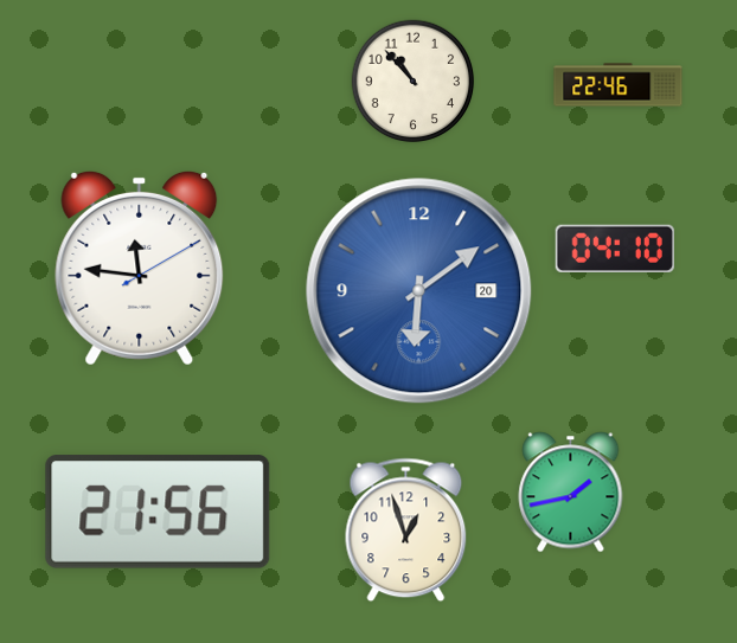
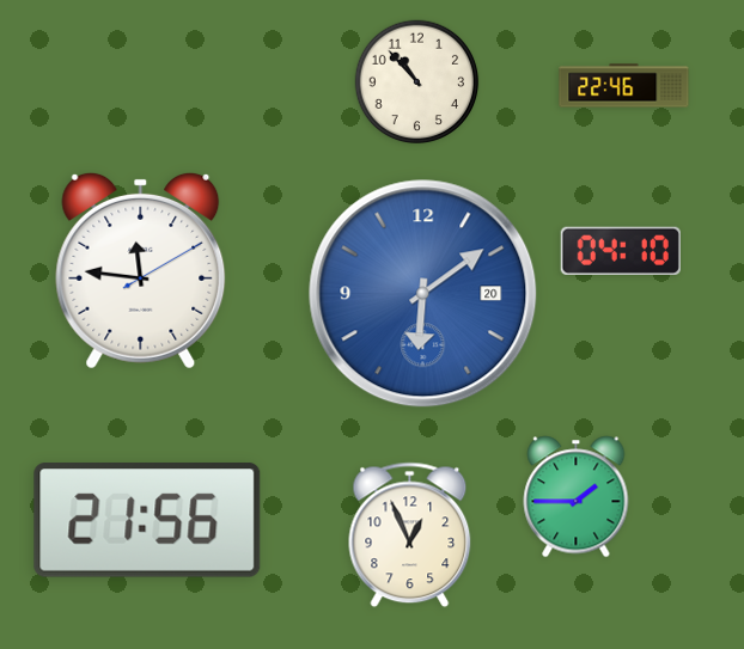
clock at (571, 493): 1:43 -> 1:45
clock at (158, 512) position: (158, 512) -> (147, 520)
clock at (406, 531): 12:57 -> 12:56
